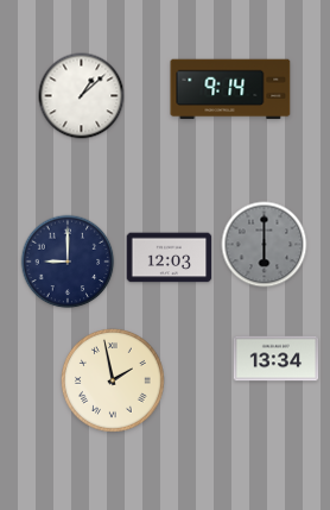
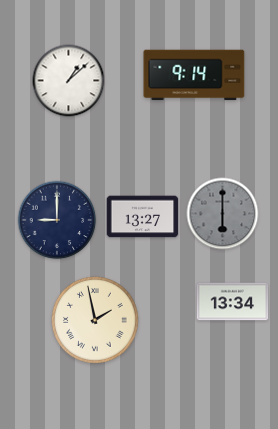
clock at (265, 245) position: (265, 245) -> (223, 214)
clock at (170, 258): 12:03 -> 13:27
